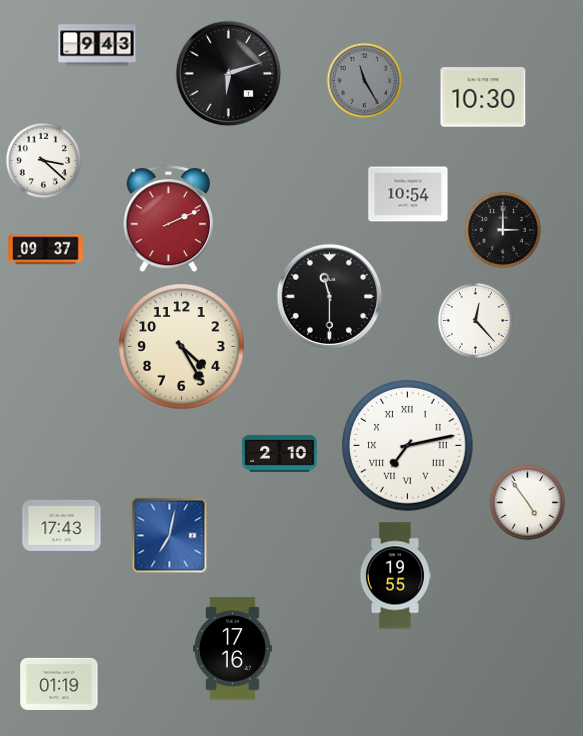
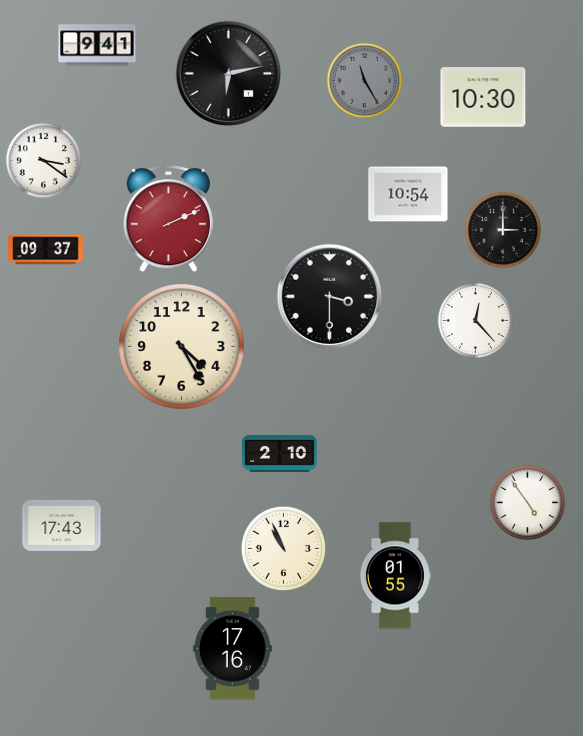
clock at (97, 45): 9:43 -> 9:41
clock at (228, 73): 6:12 -> 6:13
clock at (44, 161): 3:22 -> 3:21
clock at (329, 296): 11:30 -> 3:30
clock at (408, 446): 7:13 -> none
clock at (170, 536): 7:02 -> none
clock at (283, 548): none -> 10:56
clock at (395, 576): 19:55 -> 01:55
clock at (59, 684): 01:19 -> none
